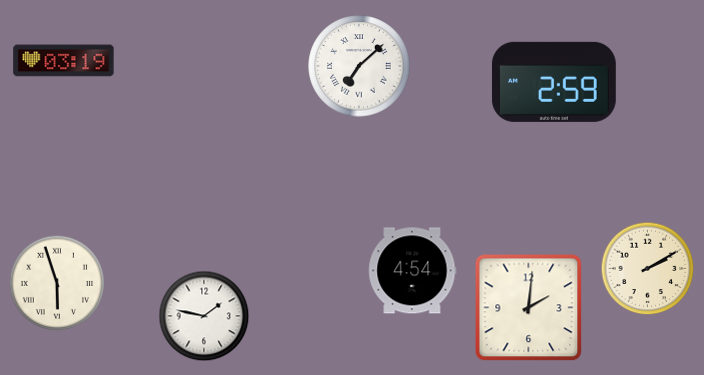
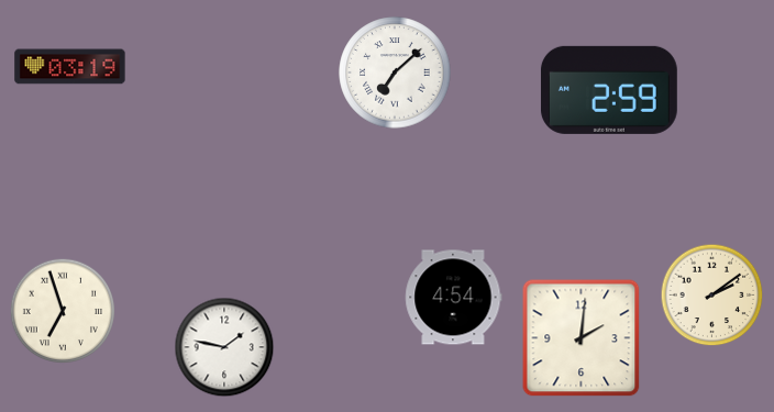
clock at (648, 269): 2:10 -> 2:09
clock at (57, 283): 5:57 -> 6:57
